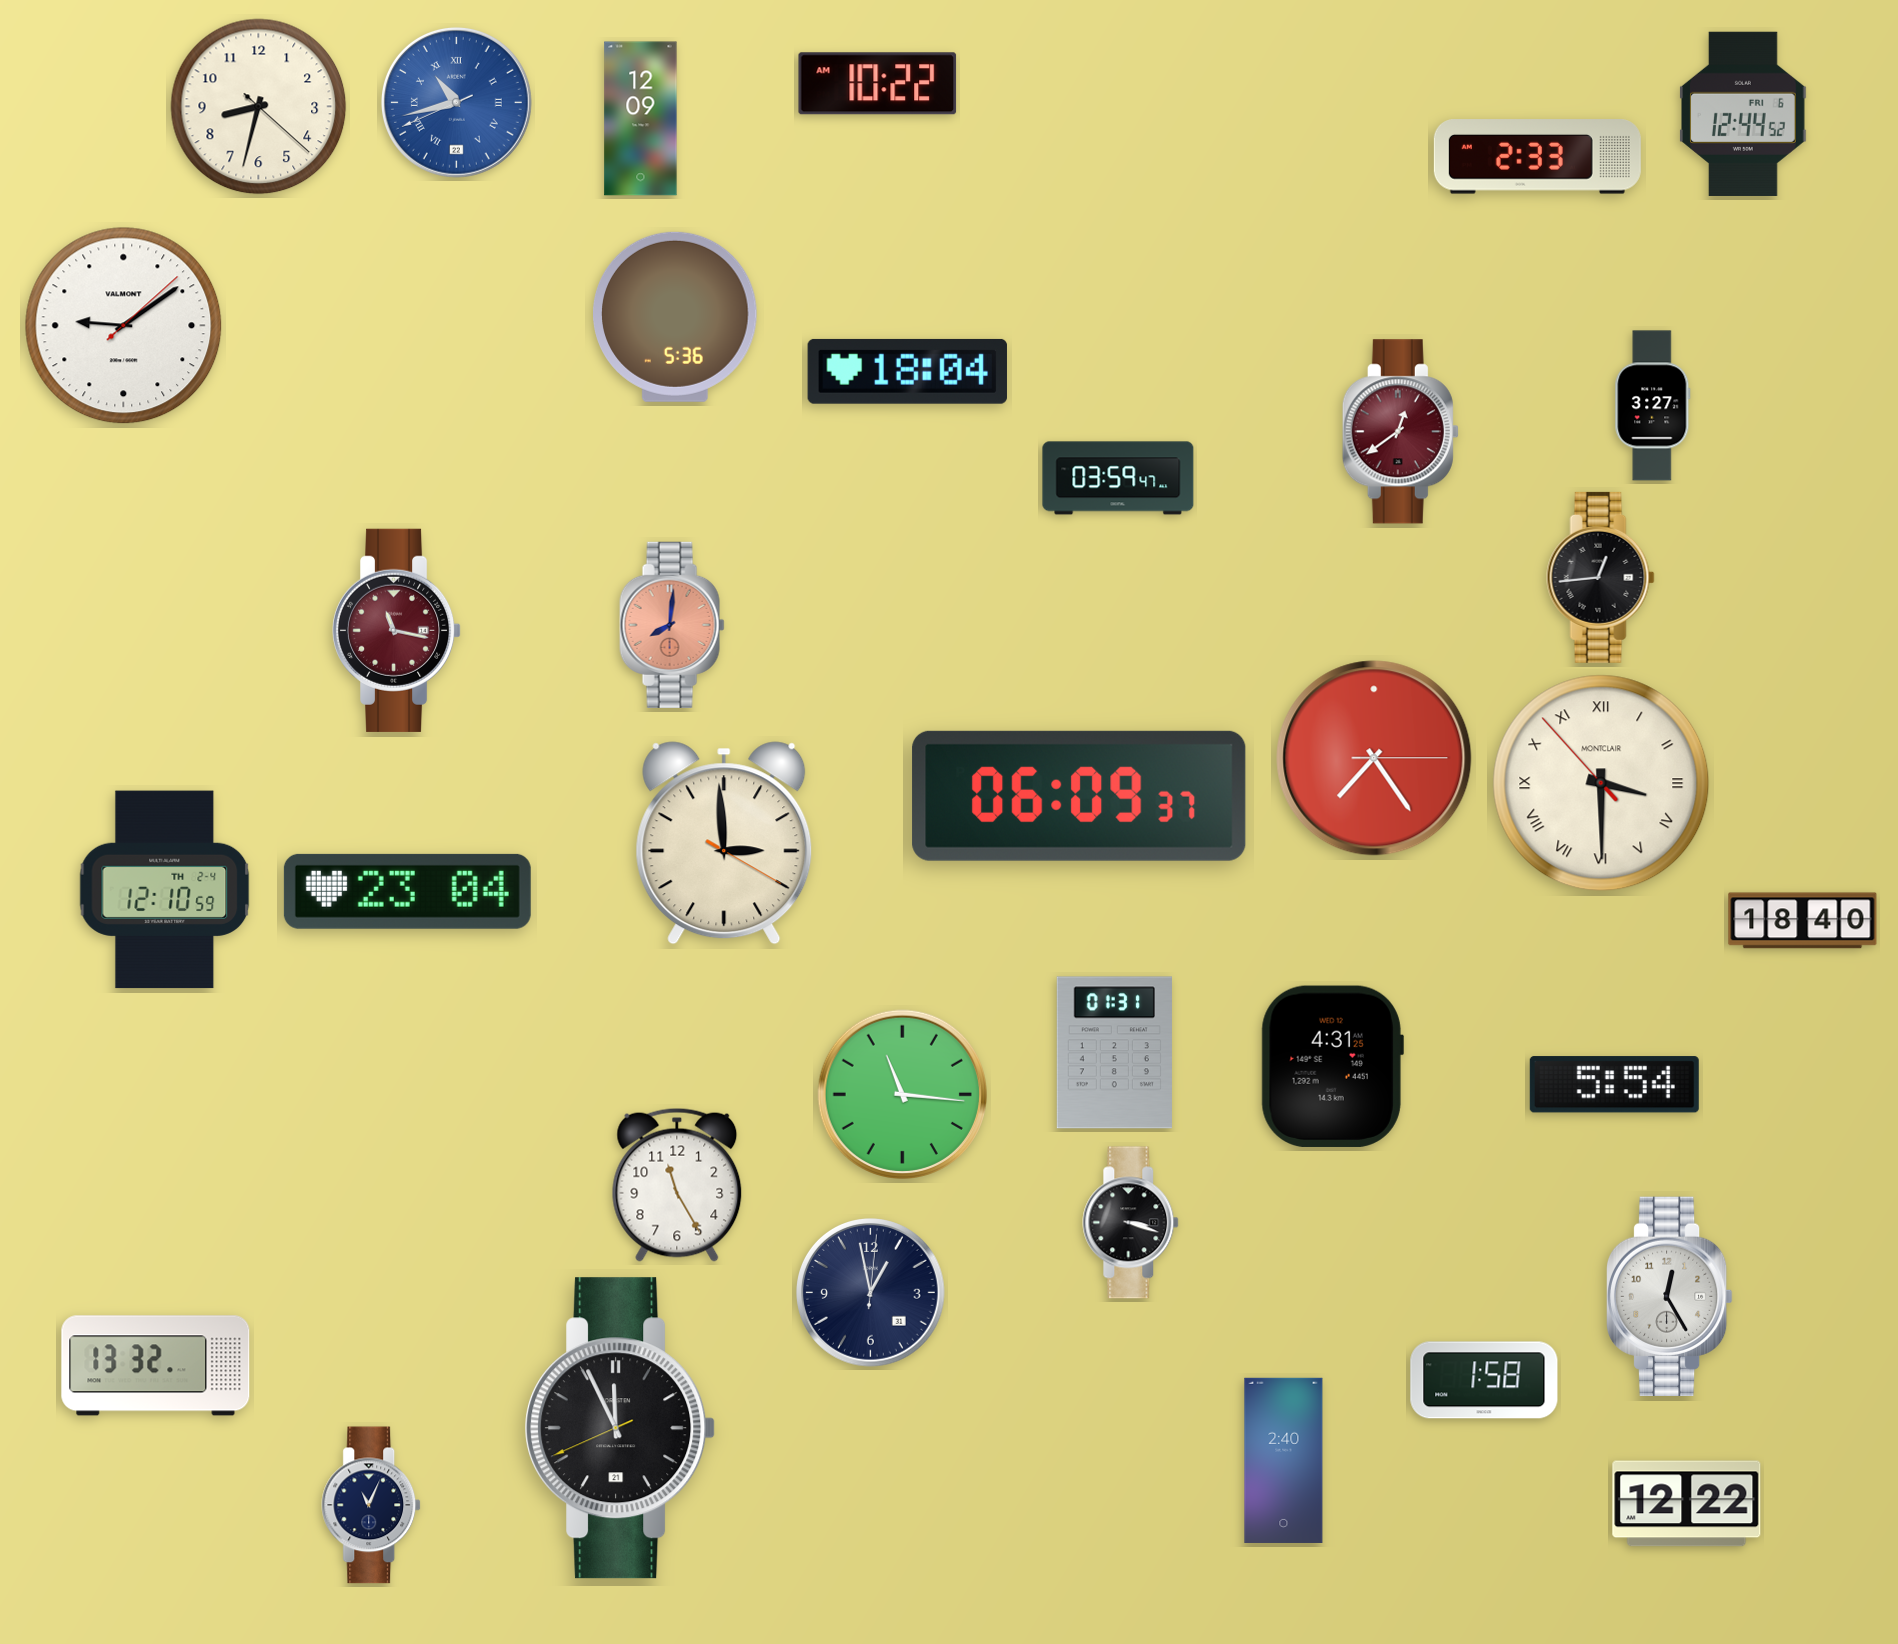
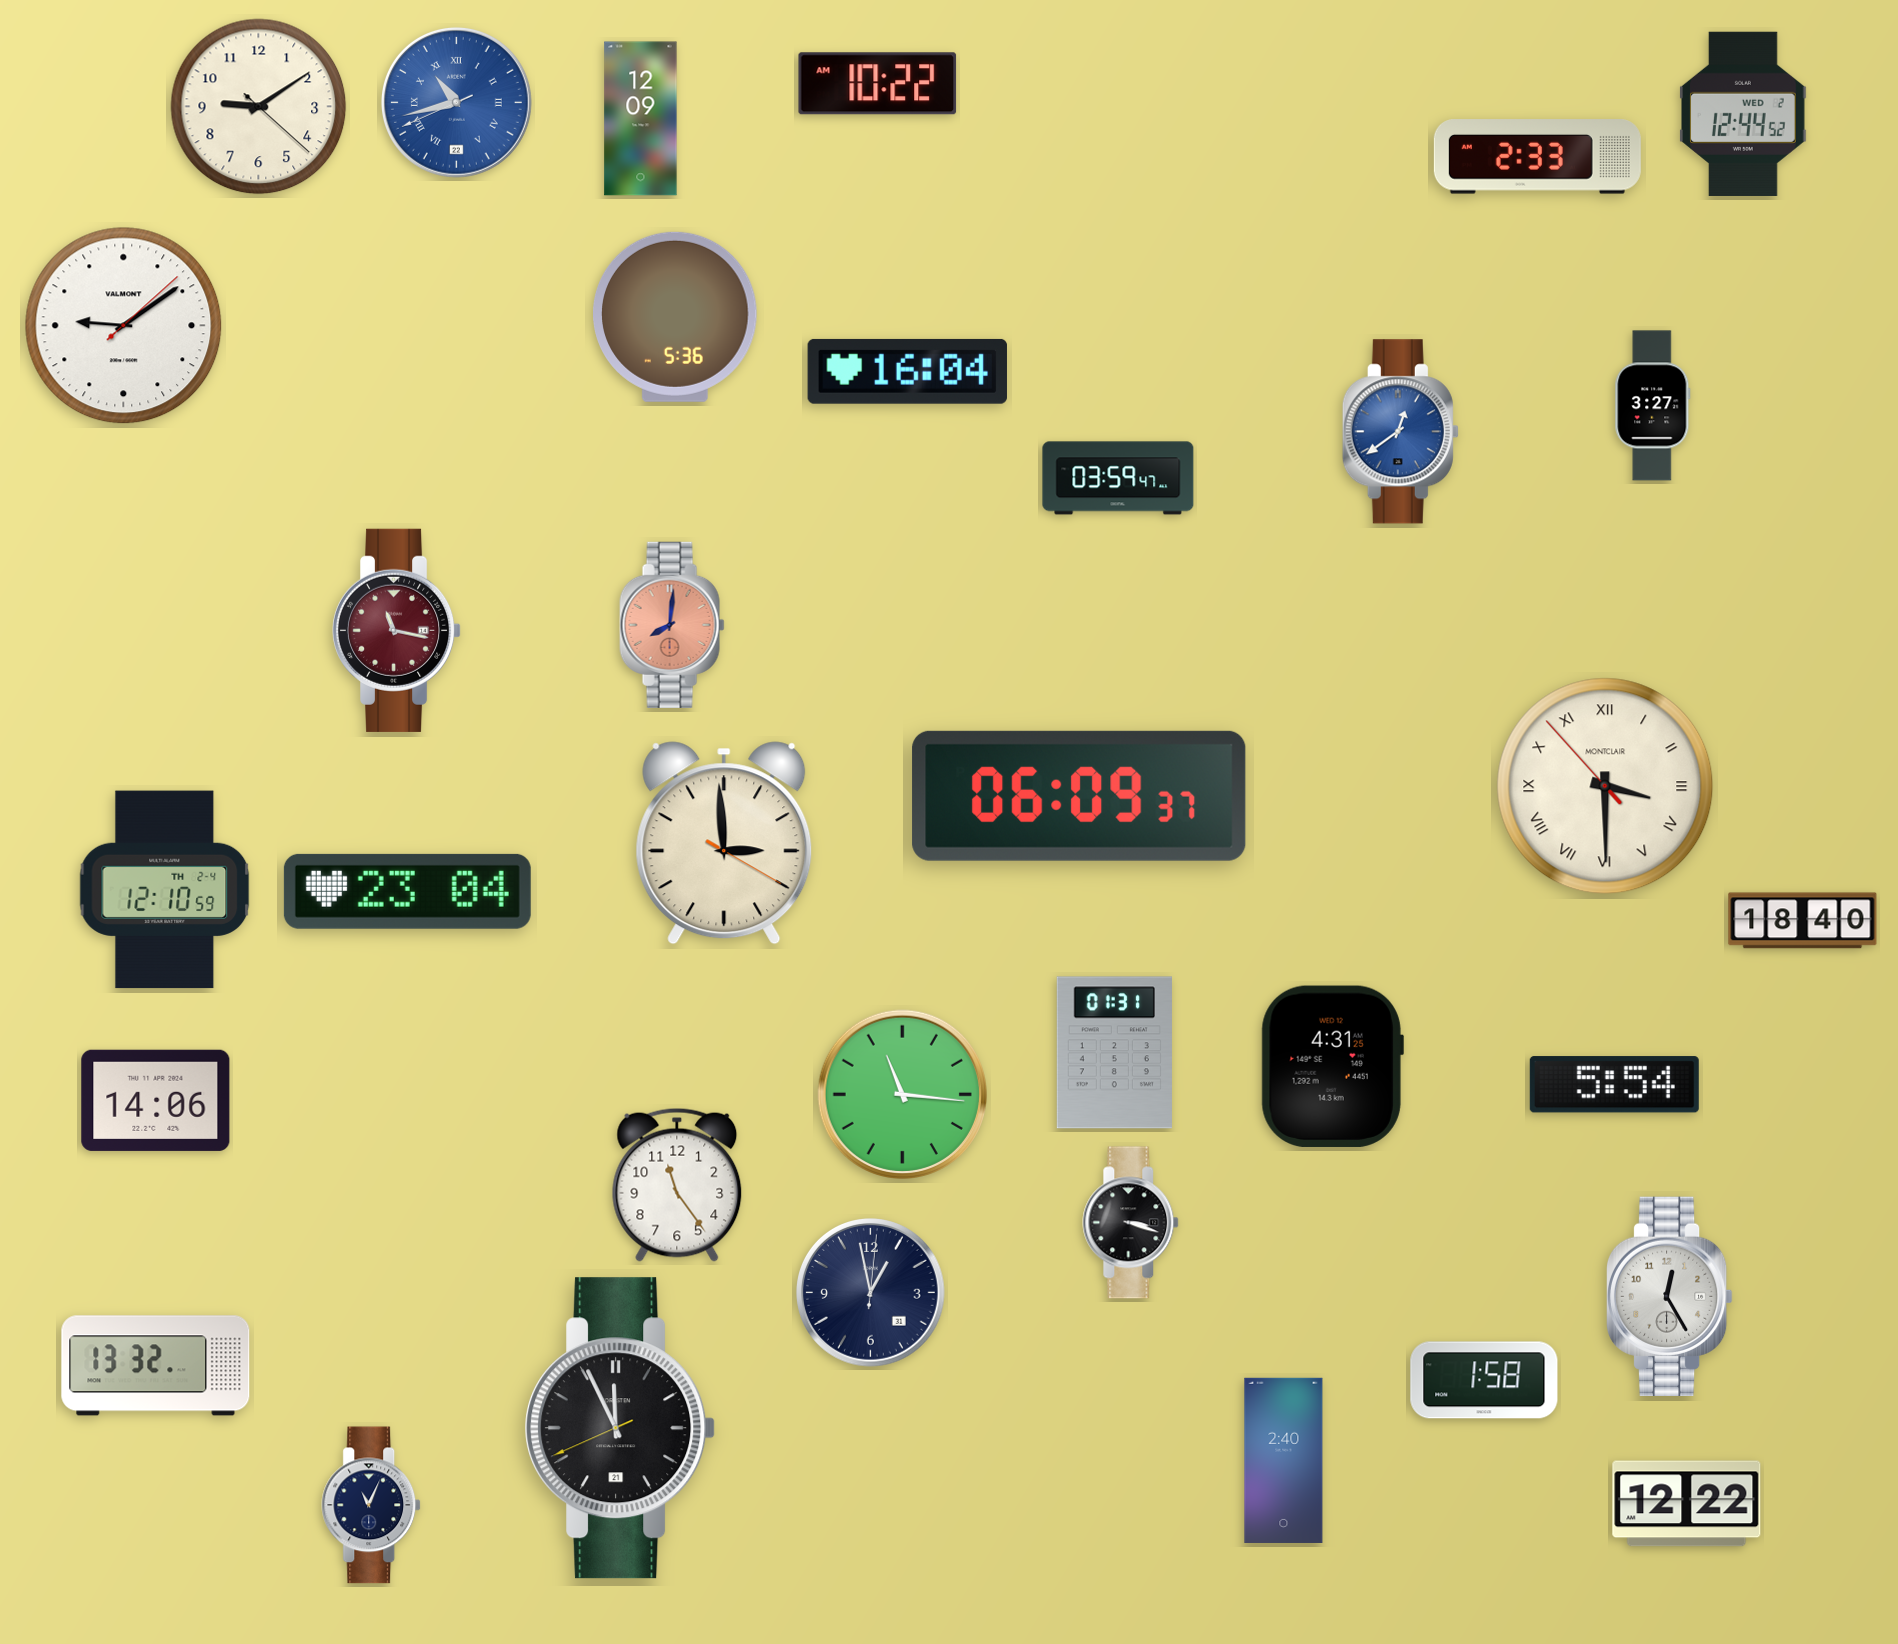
clock at (259, 107): 8:32 -> 9:09
clock at (1743, 114) date: FRI 6 -> WED 2
clock at (907, 371): 18:04 -> 16:04
clock at (1400, 432) dial: burgundy -> blue
clock at (1601, 577): 12:44 -> none
clock at (1374, 758): 7:24 -> none
clock at (1601, 783) position: (1601, 783) -> (1605, 786)
clock at (156, 1100): none -> 14:06
clock at (677, 1185): 11:25 -> 11:24
